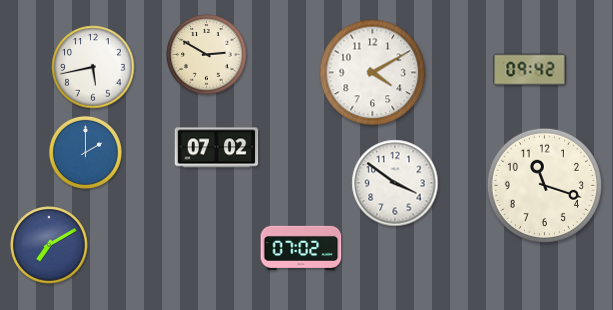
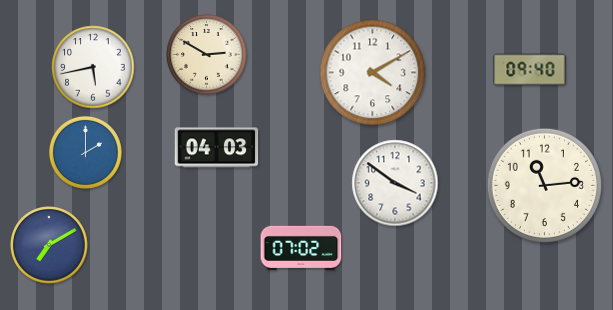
clock at (530, 70): 09:42 -> 09:40
clock at (217, 148): 07:02 -> 04:03
clock at (544, 185): 11:18 -> 11:14
